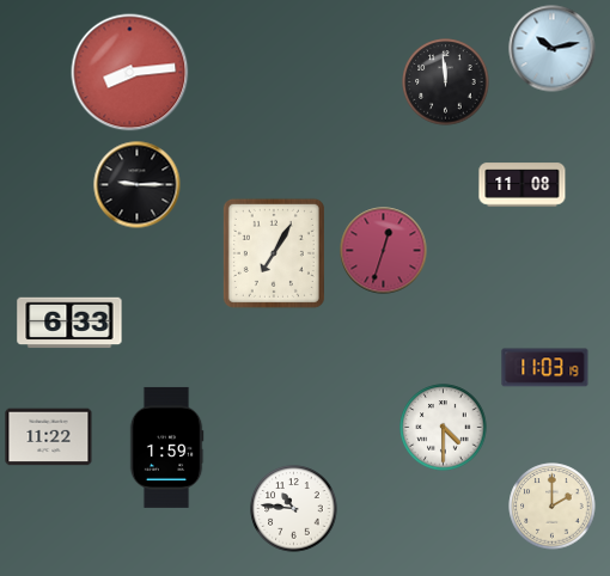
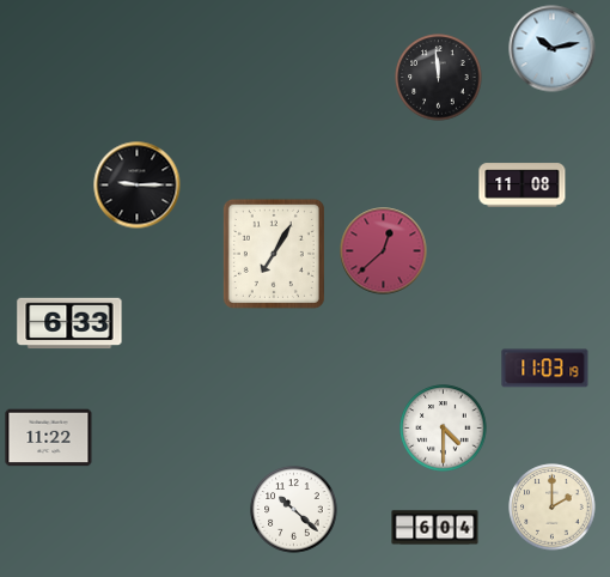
clock at (130, 73): 8:14 -> none
clock at (446, 82) position: (446, 82) -> (439, 78)
clock at (384, 251): 12:33 -> 12:38
clock at (166, 447): 1:59 -> none
clock at (294, 509): 10:46 -> 10:22
clock at (435, 528): none -> 6:04
